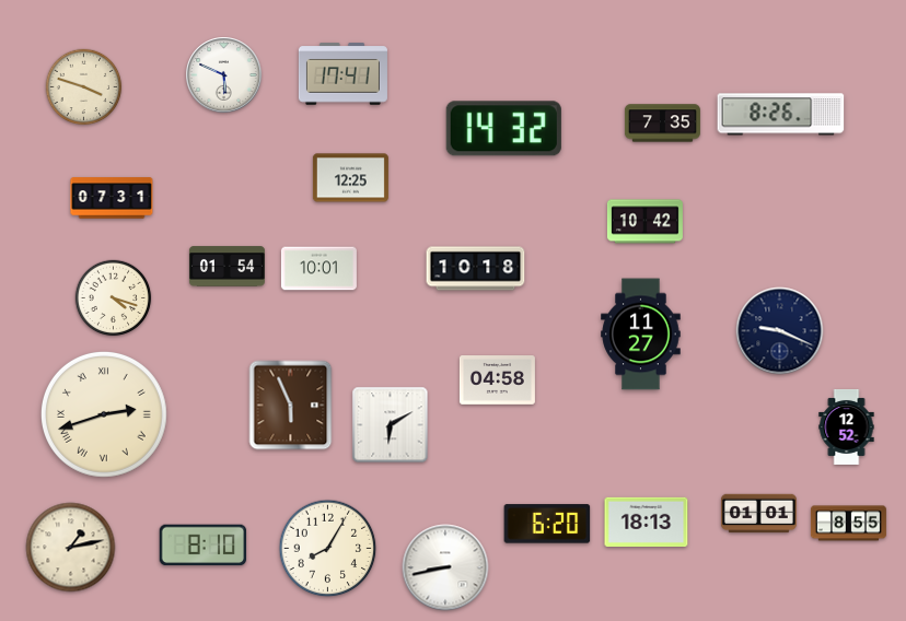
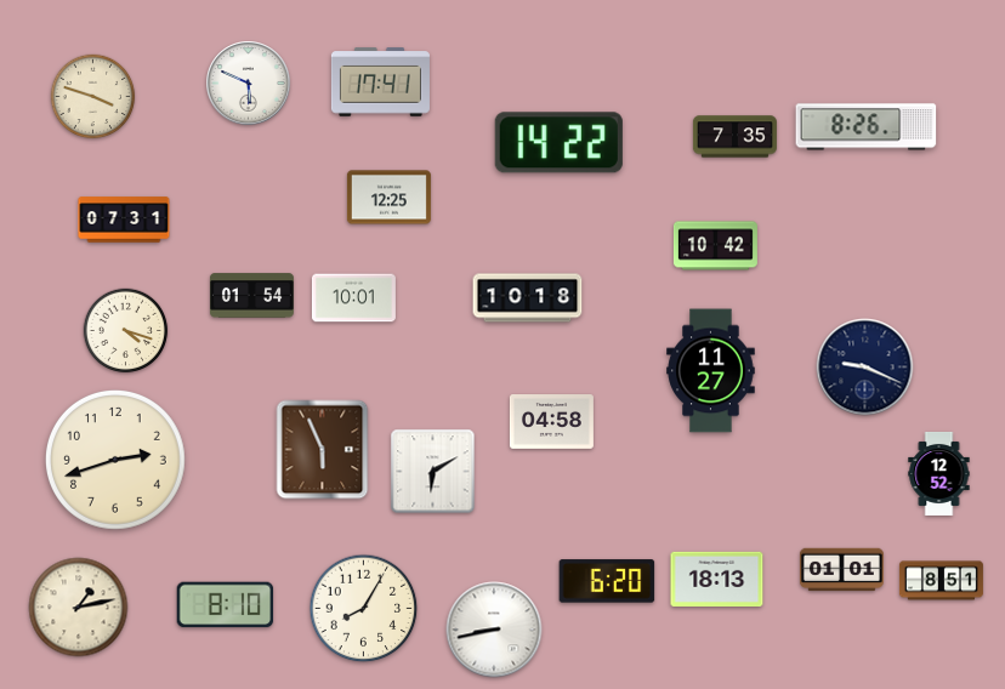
clock at (503, 129): 14:32 -> 14:22
clock at (104, 415) numerals: Roman -> Arabic
clock at (848, 524): 8:55 -> 8:51
